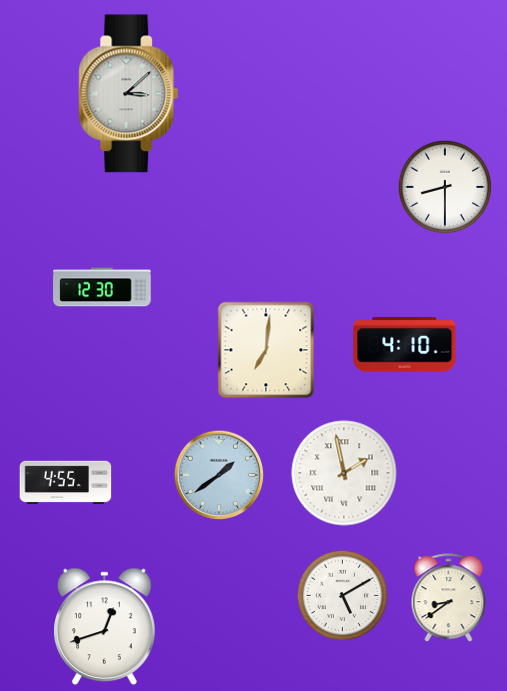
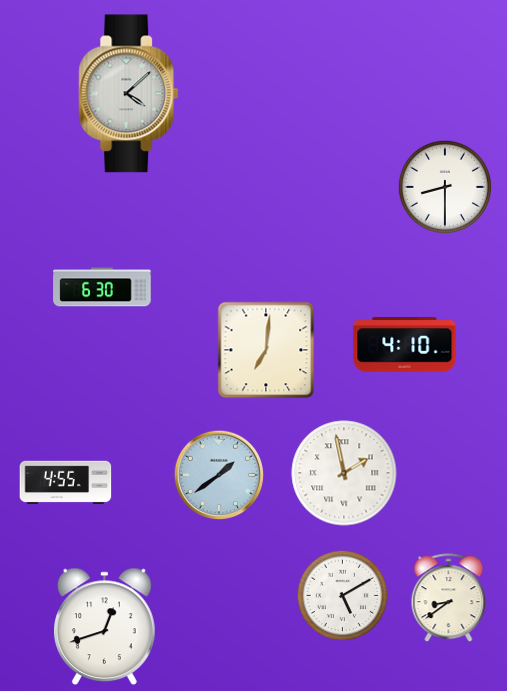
clock at (129, 94): 3:08 -> 4:08
clock at (102, 287): 12:30 -> 6:30
